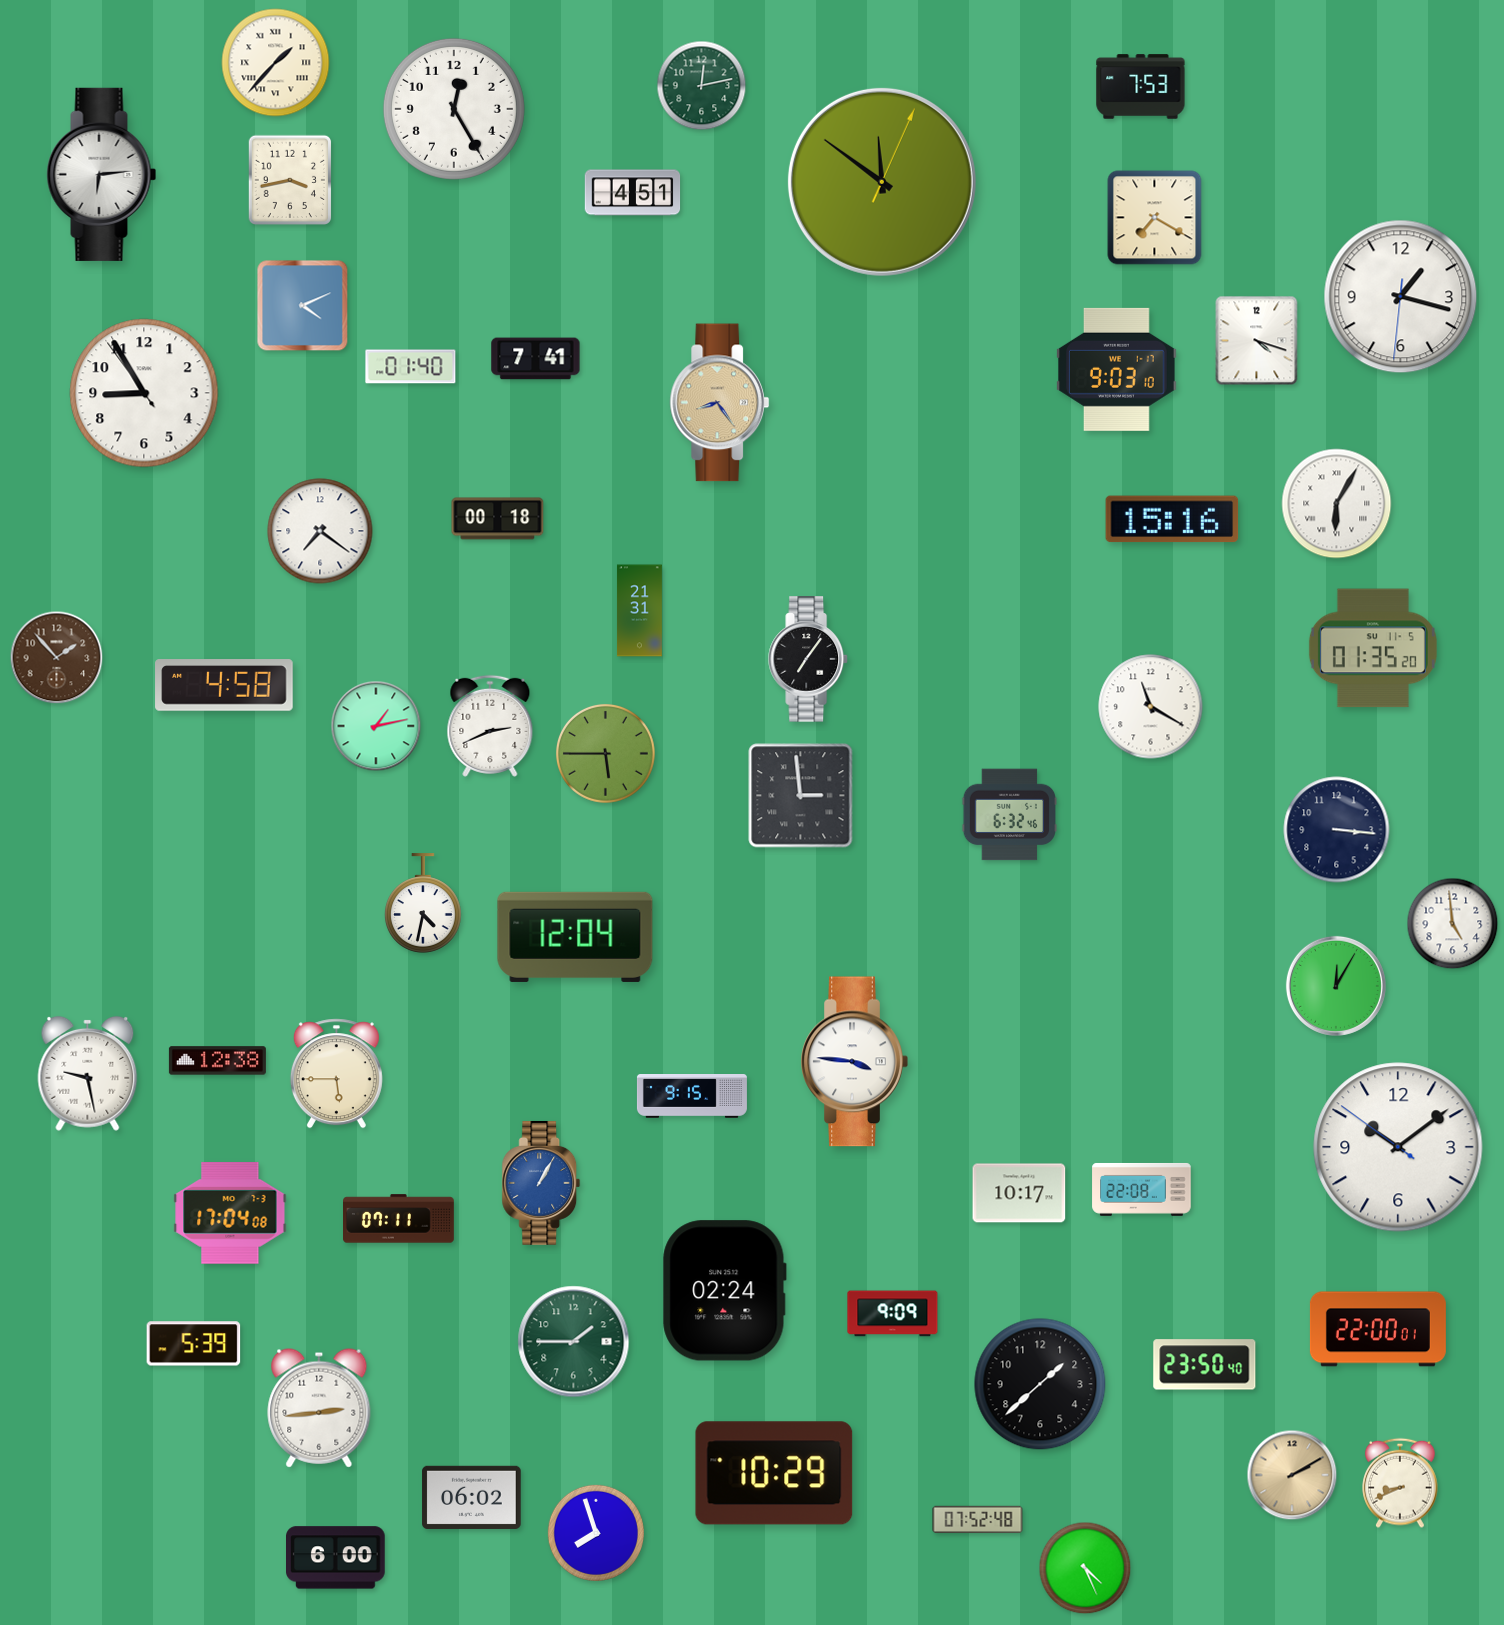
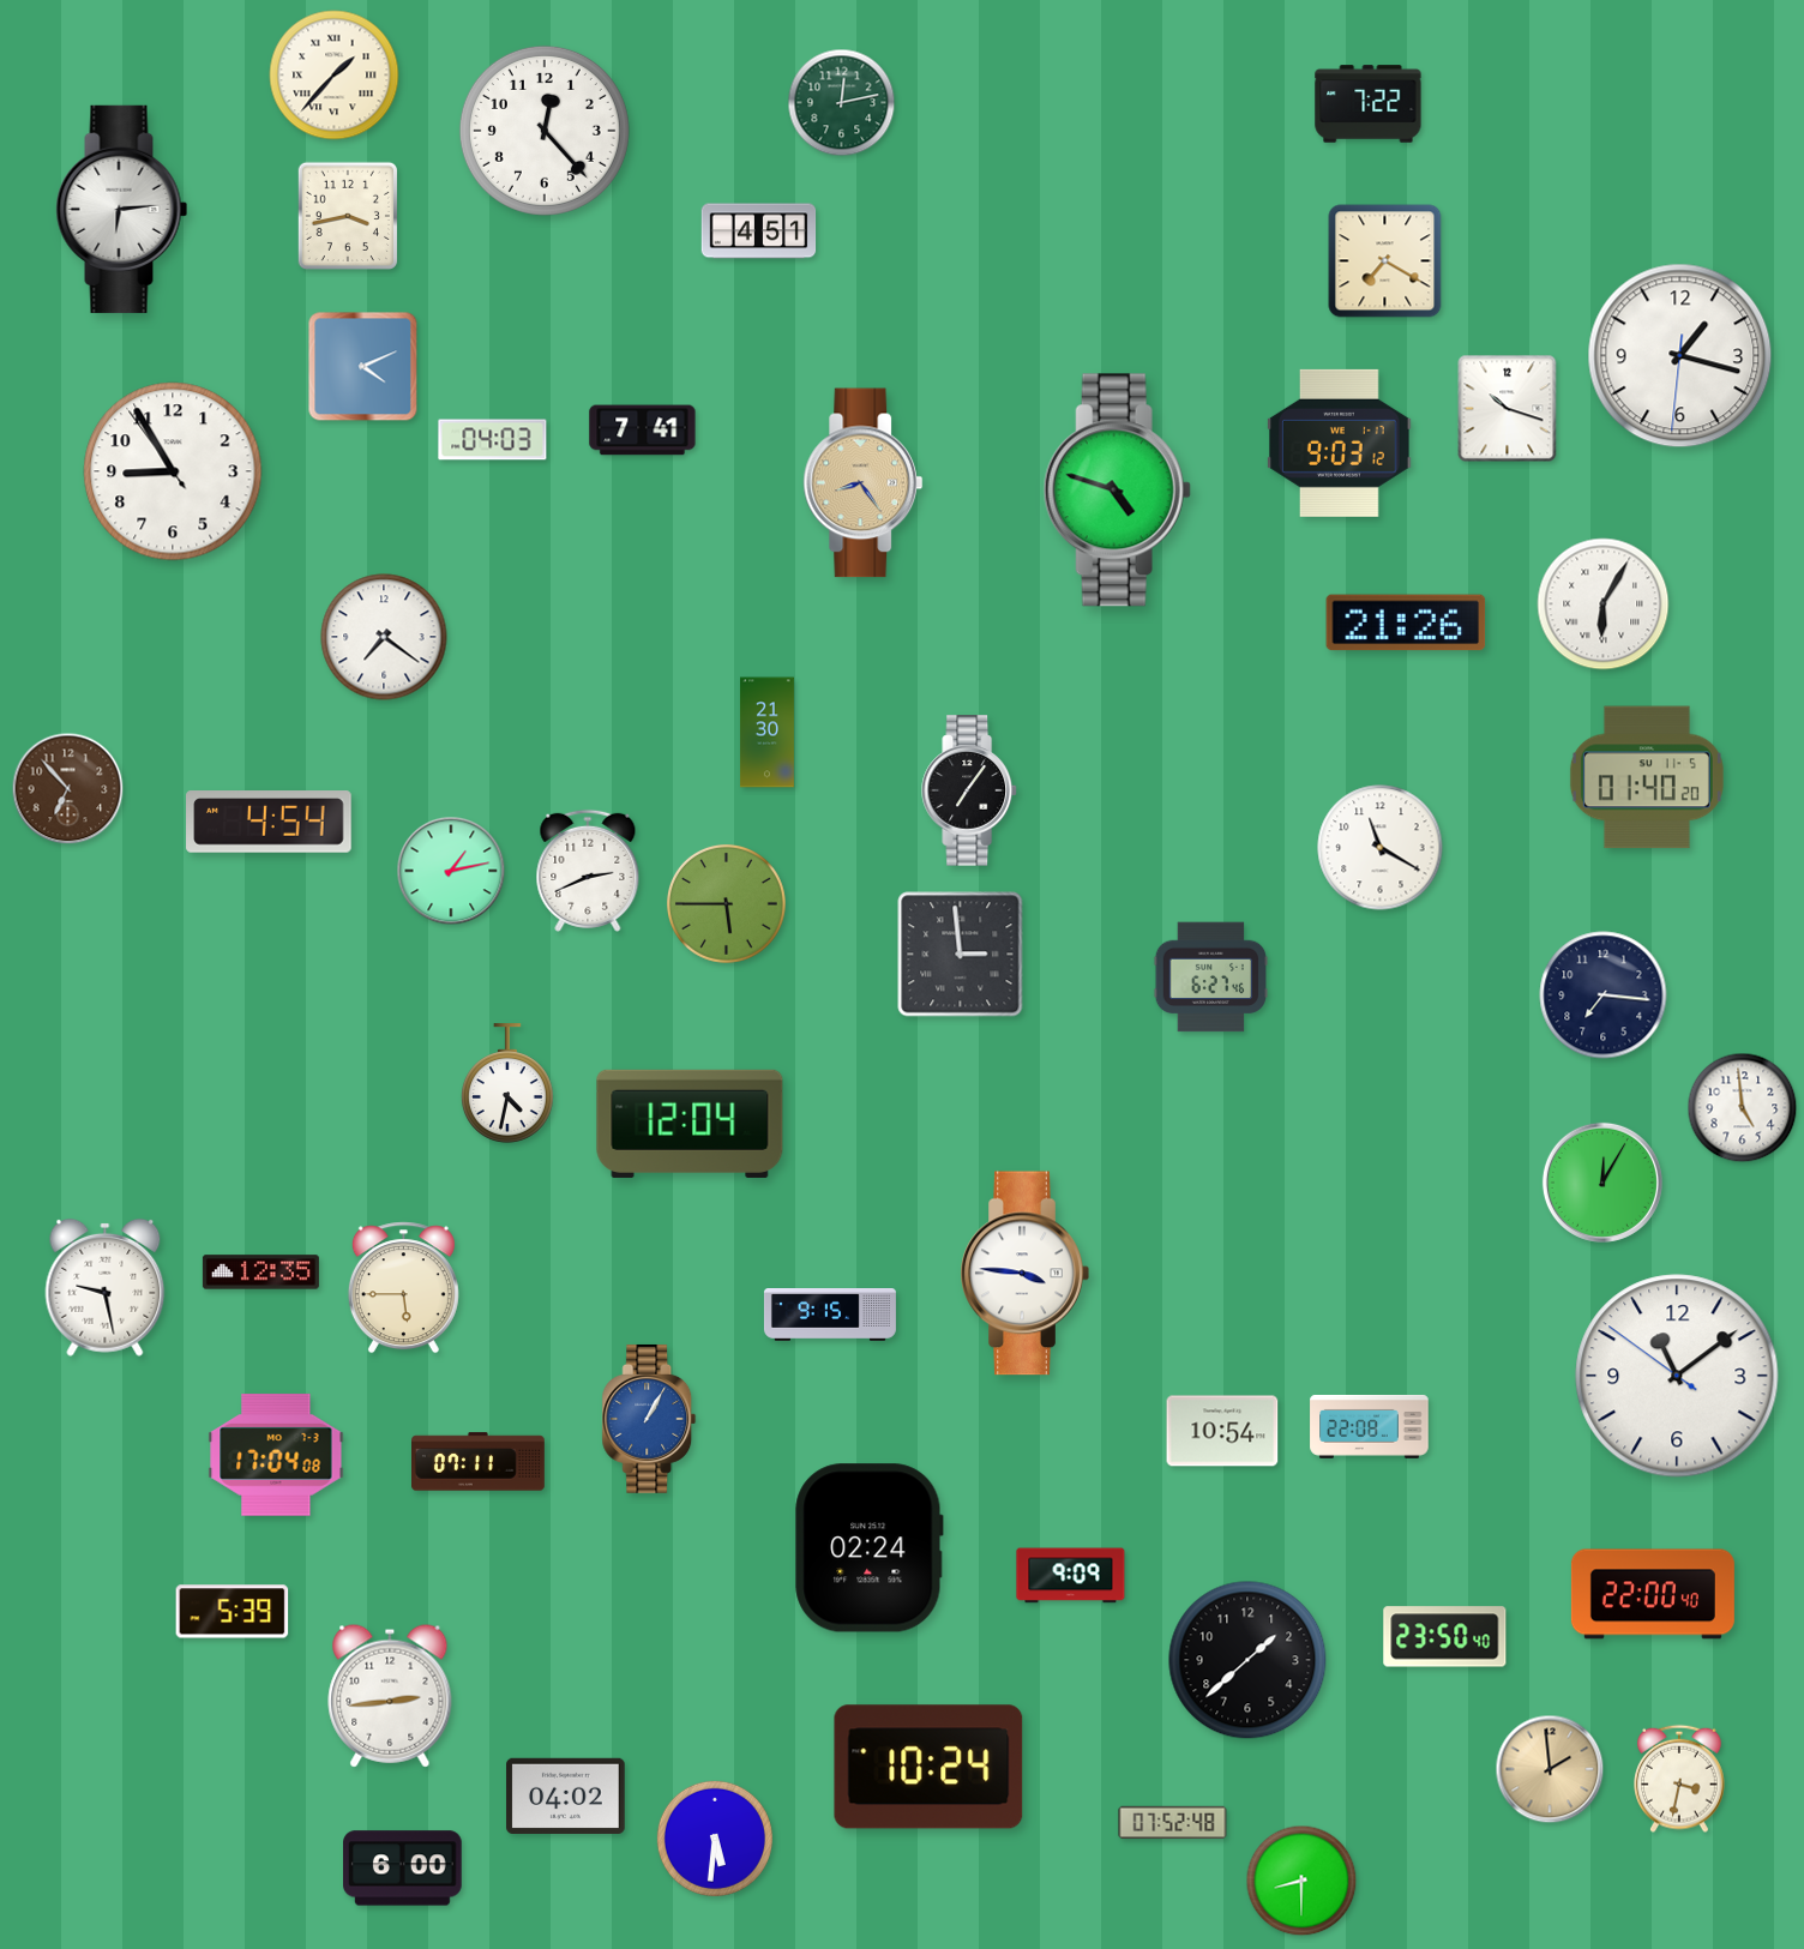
clock at (276, 63) position: (276, 63) -> (335, 76)
clock at (1141, 87): 7:53 -> 7:22
clock at (454, 109): 12:25 -> 12:23
clock at (882, 182): 11:51 -> none
clock at (1257, 341): 4:18 -> 10:18
clock at (411, 367): 01:40 -> 04:03
clock at (1117, 369): 9:03:10 -> 9:03:12
clock at (1117, 491): none -> 4:48
clock at (498, 519): 00:18 -> none
clock at (1172, 519): 15:16 -> 21:26
clock at (639, 611): 21:31 -> 21:30
clock at (1373, 648): 01:35 -> 01:40
clock at (57, 658): 1:53 -> 6:53
clock at (224, 685): 4:58 -> 4:54
clock at (1010, 815): 6:32 -> 6:27
clock at (1337, 830): 3:16 -> 7:16
clock at (217, 1061): 12:38 -> 12:35
clock at (1398, 1147): 10:08 -> 11:08
clock at (1019, 1193): 10:17 -> 10:54
clock at (1378, 1329): 22:00:01 -> 22:00:40
clock at (574, 1342): 1:45 -> none
clock at (319, 1408) position: (319, 1408) -> (390, 1696)
clock at (774, 1473): 10:29 -> 10:24
clock at (1292, 1475): 2:10 -> 1:59
clock at (1400, 1483): 8:41 -> 3:32
clock at (472, 1497): 06:02 -> 04:02
clock at (596, 1533): 7:57 -> 5:31
clock at (1085, 1568): 4:26 -> 8:30
